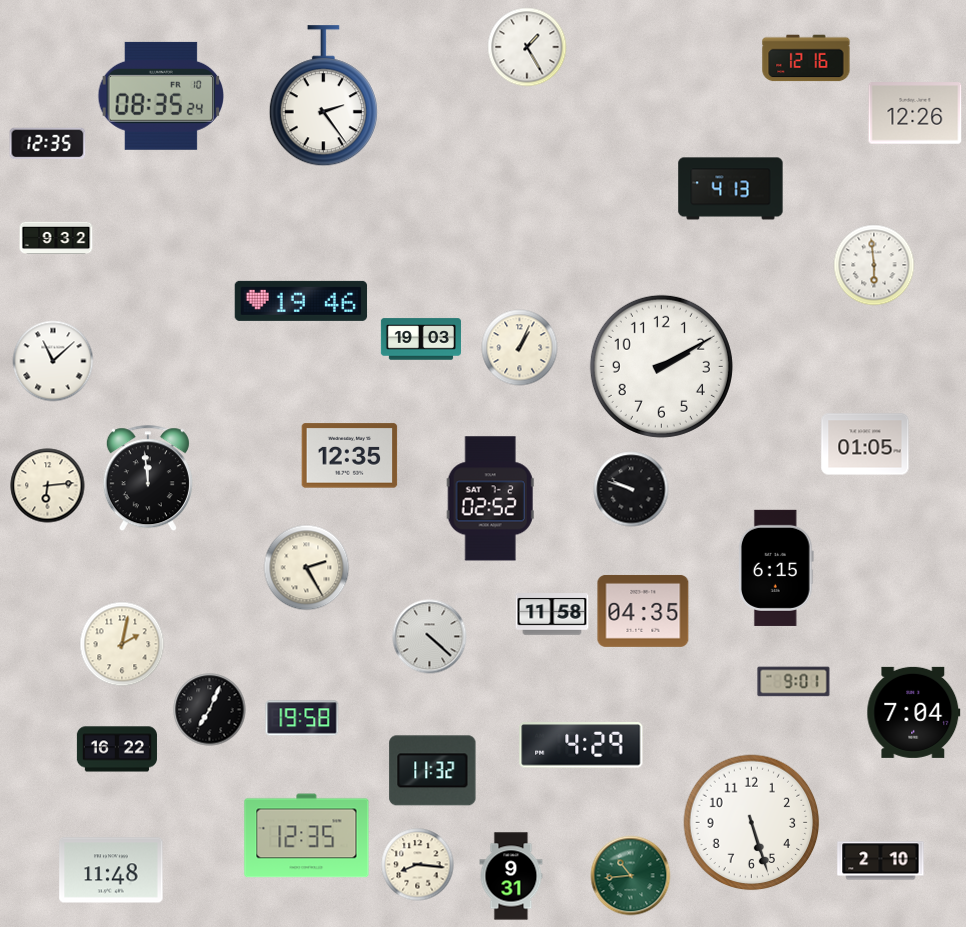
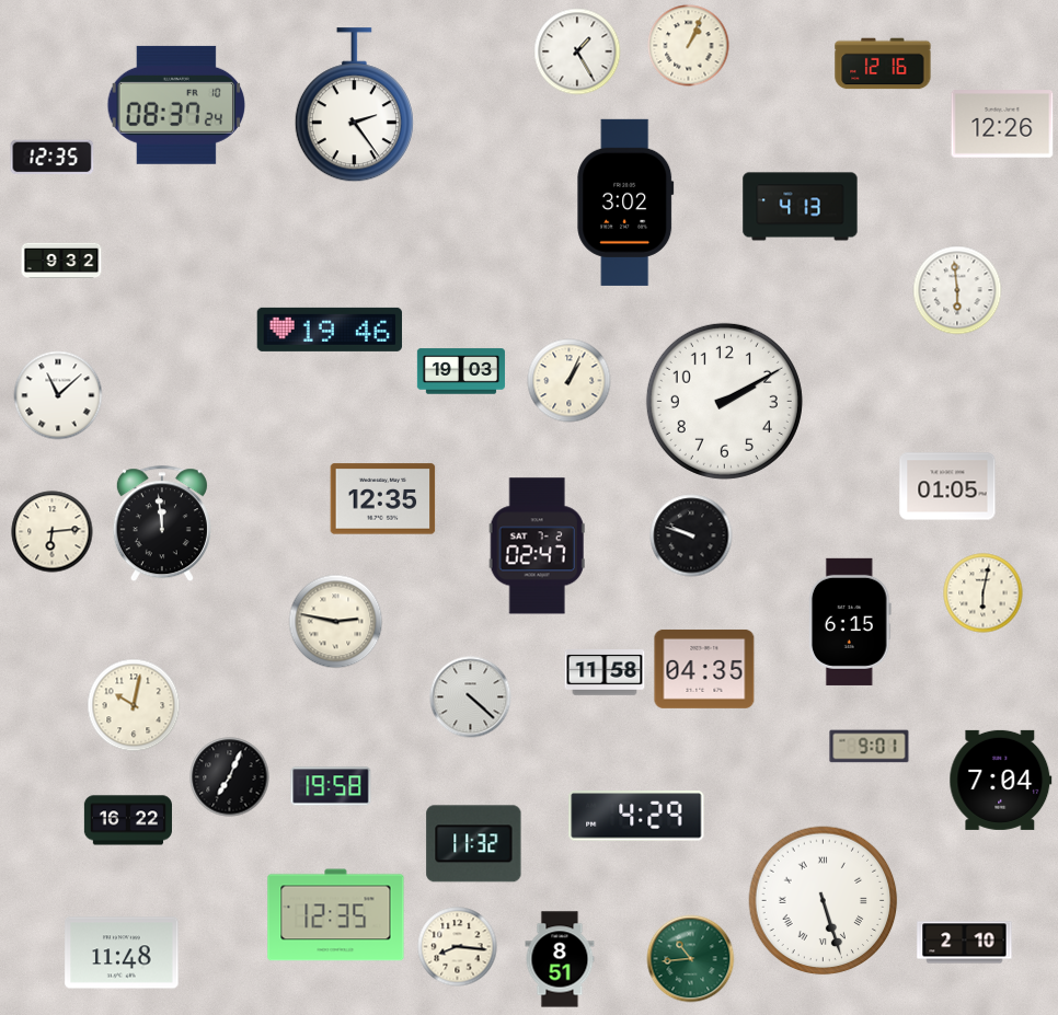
clock at (689, 46): none -> 1:04
clock at (161, 96): 08:35 -> 08:37
clock at (625, 203): none -> 3:02
clock at (490, 499): 02:52 -> 02:47
clock at (984, 593): none -> 6:02
clock at (307, 568): 2:25 -> 2:47
clock at (122, 644): 2:02 -> 10:02
clock at (752, 823) numerals: Arabic -> Roman
clock at (511, 876): 9:31 -> 8:51
